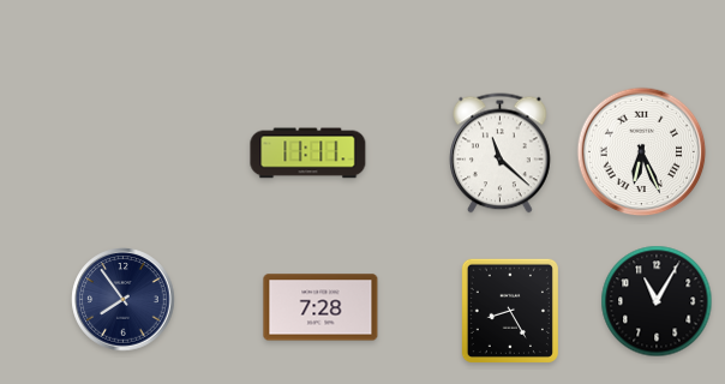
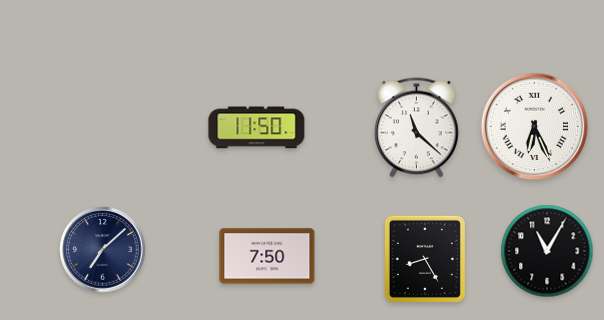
clock at (308, 154): 11:11 -> 11:50
clock at (124, 300): 7:54 -> 7:08
clock at (320, 307): 7:28 -> 7:50
